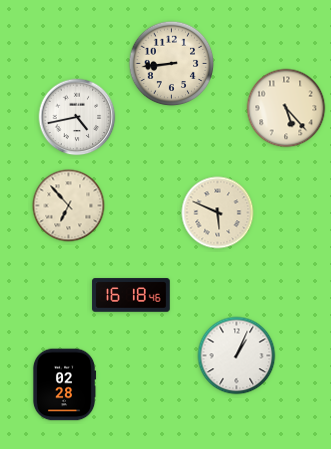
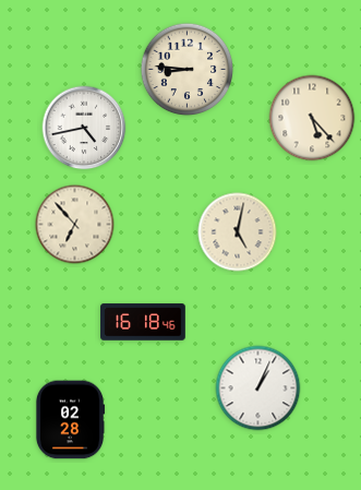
clock at (172, 64): 8:44 -> 8:46
clock at (218, 213): 5:49 -> 5:02
